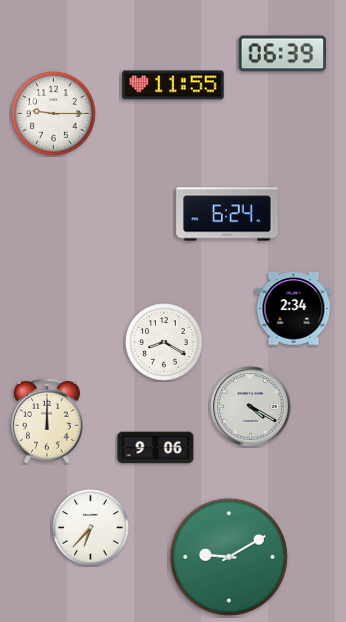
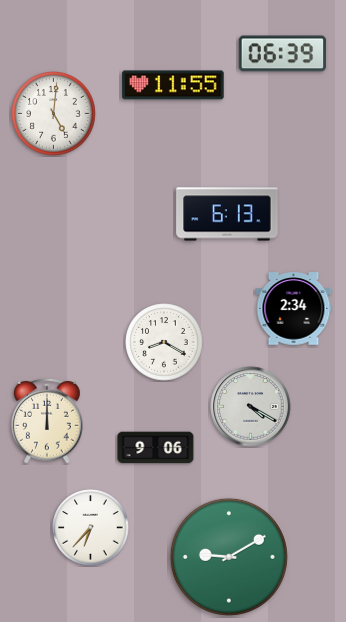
clock at (54, 114): 9:15 -> 5:01
clock at (227, 214): 6:24 -> 6:13
